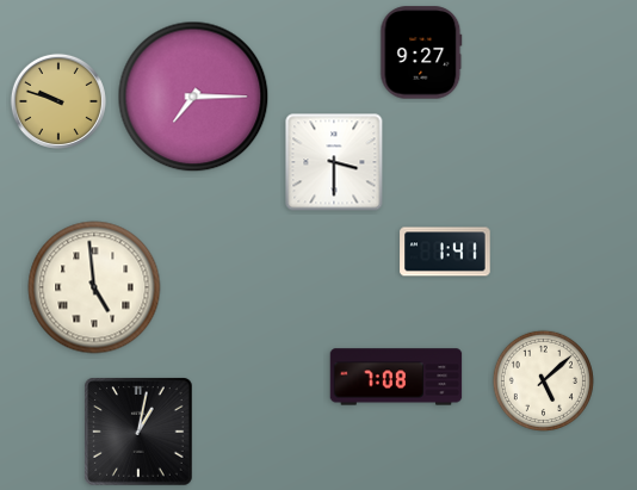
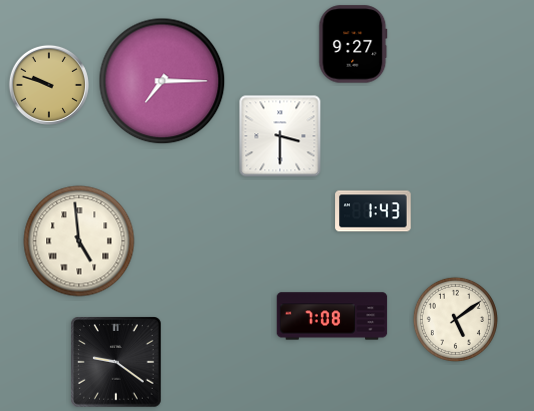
clock at (445, 252): 1:41 -> 1:43
clock at (543, 380): 5:08 -> 5:09
clock at (138, 432): 1:02 -> 9:21
